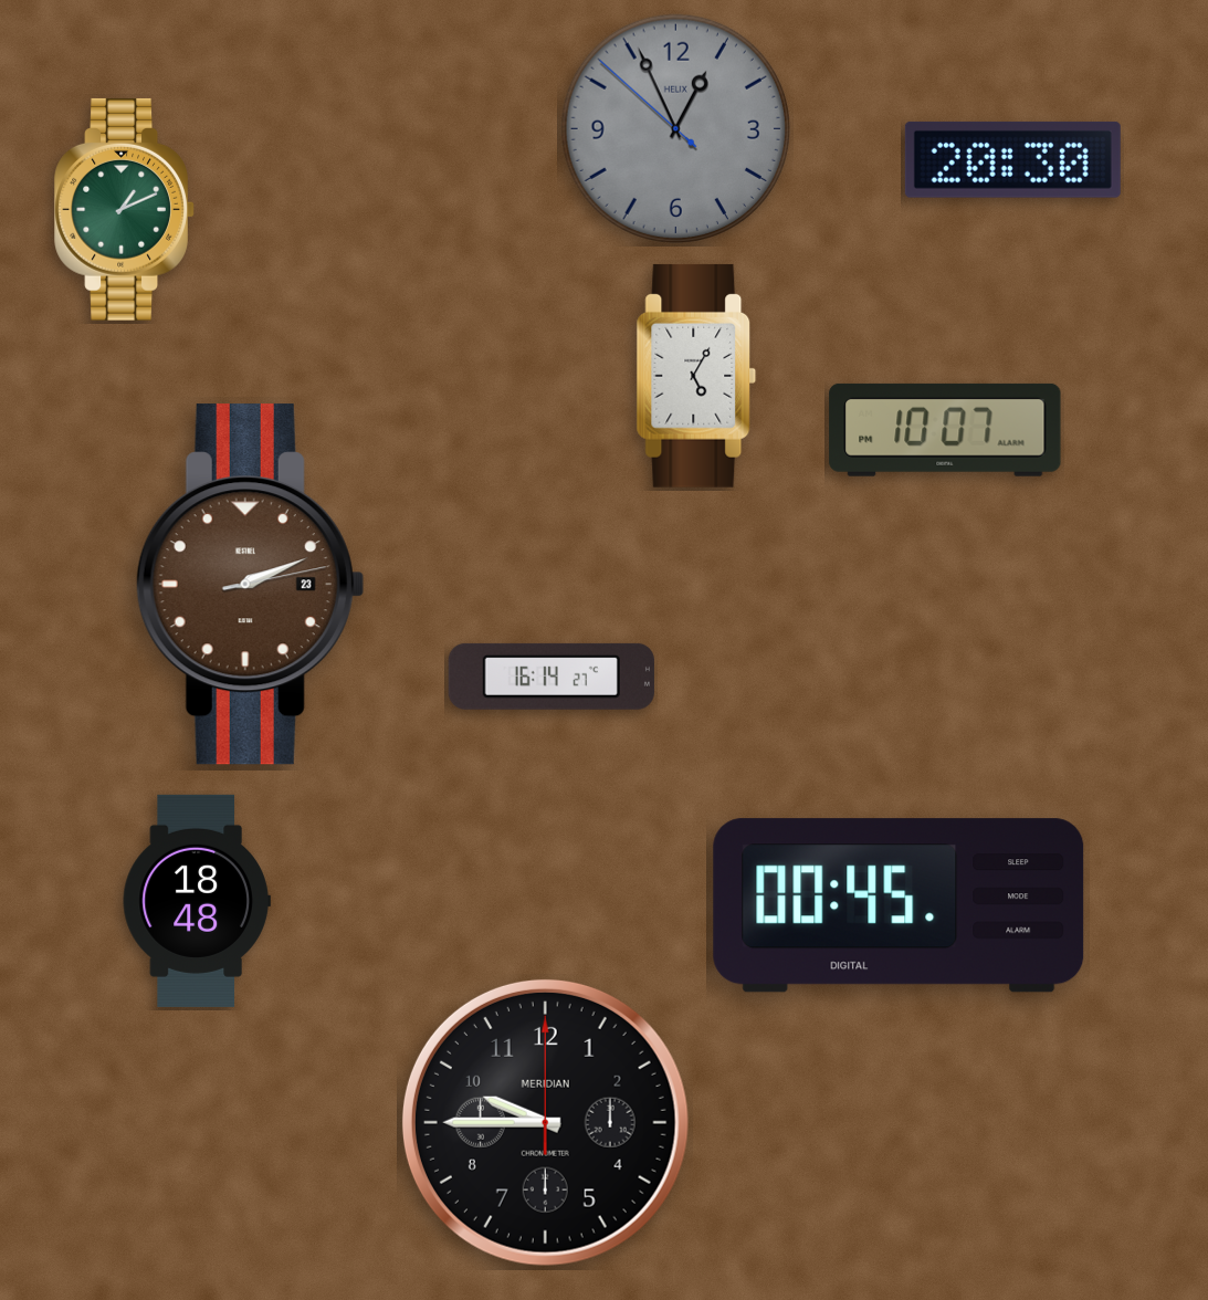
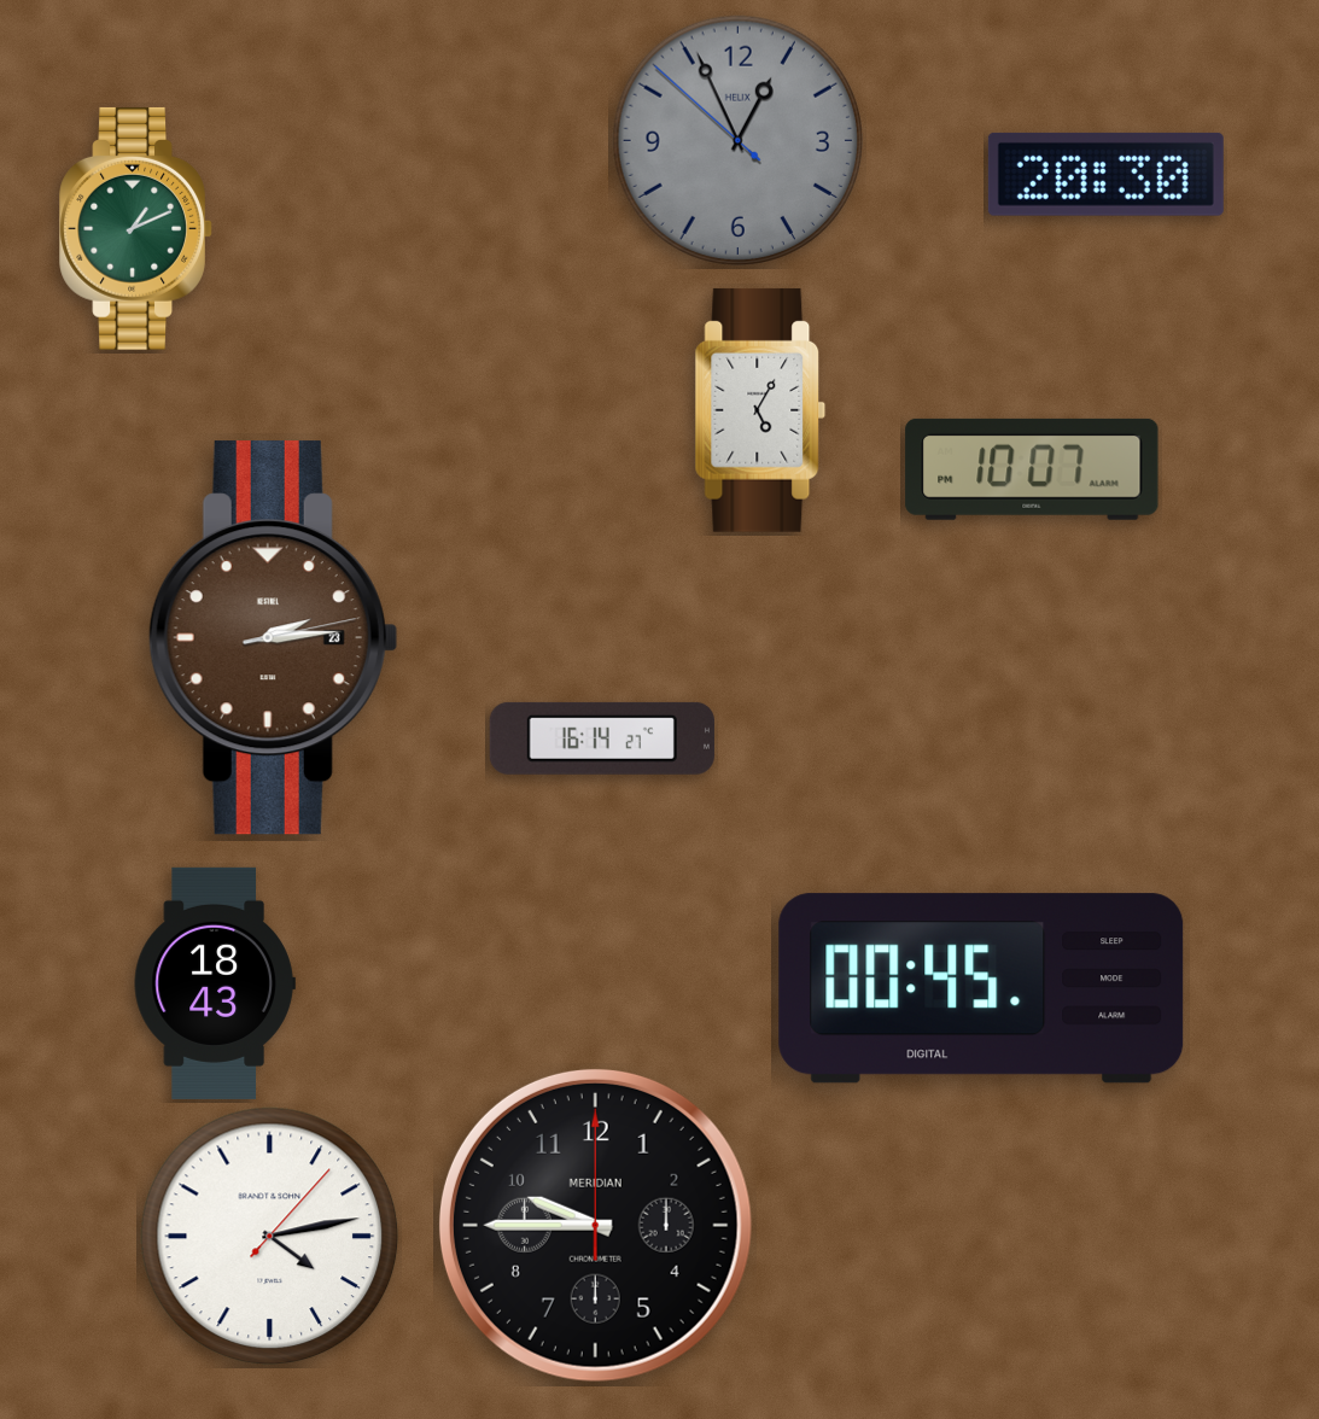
clock at (250, 585): 2:11 -> 2:14
clock at (197, 901): 18:48 -> 18:43
clock at (270, 1237): none -> 4:13
